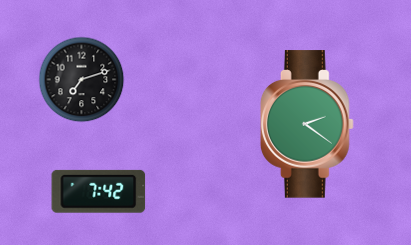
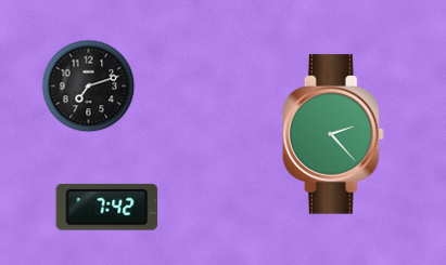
clock at (307, 124): 2:21 -> 2:23
